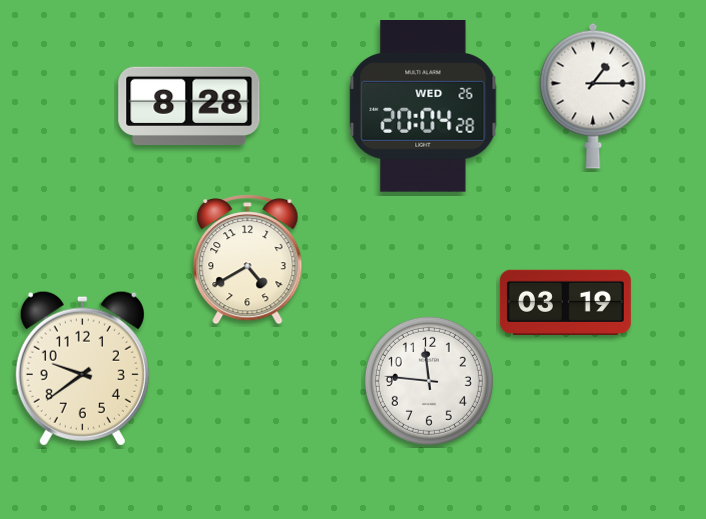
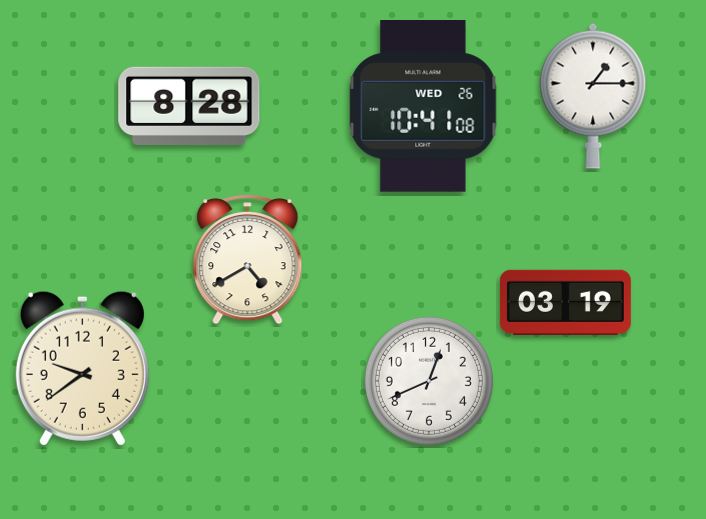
clock at (423, 107): 20:04 -> 10:41
clock at (429, 381): 11:46 -> 12:41
